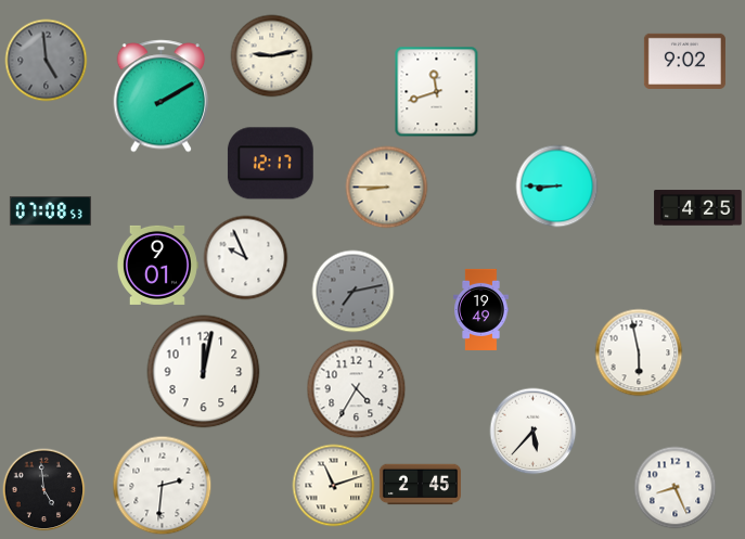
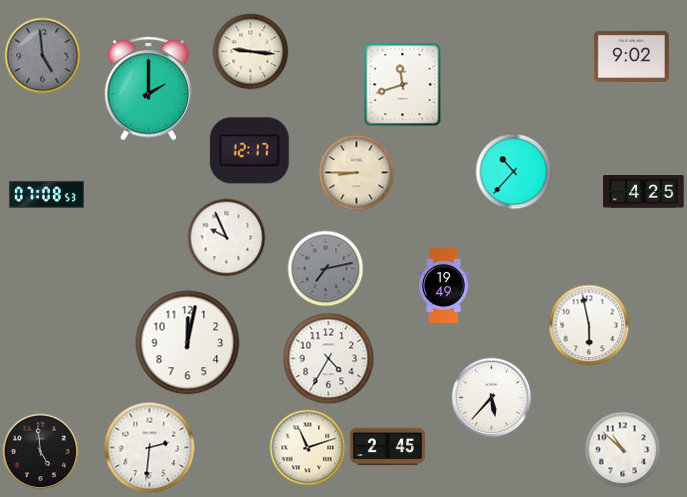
clock at (272, 56): 9:13 -> 9:16
clock at (162, 97): 2:10 -> 2:00
clock at (557, 187): 8:45 -> 10:37
clock at (157, 265): 9:01 -> none
clock at (676, 488): 8:26 -> 10:52
